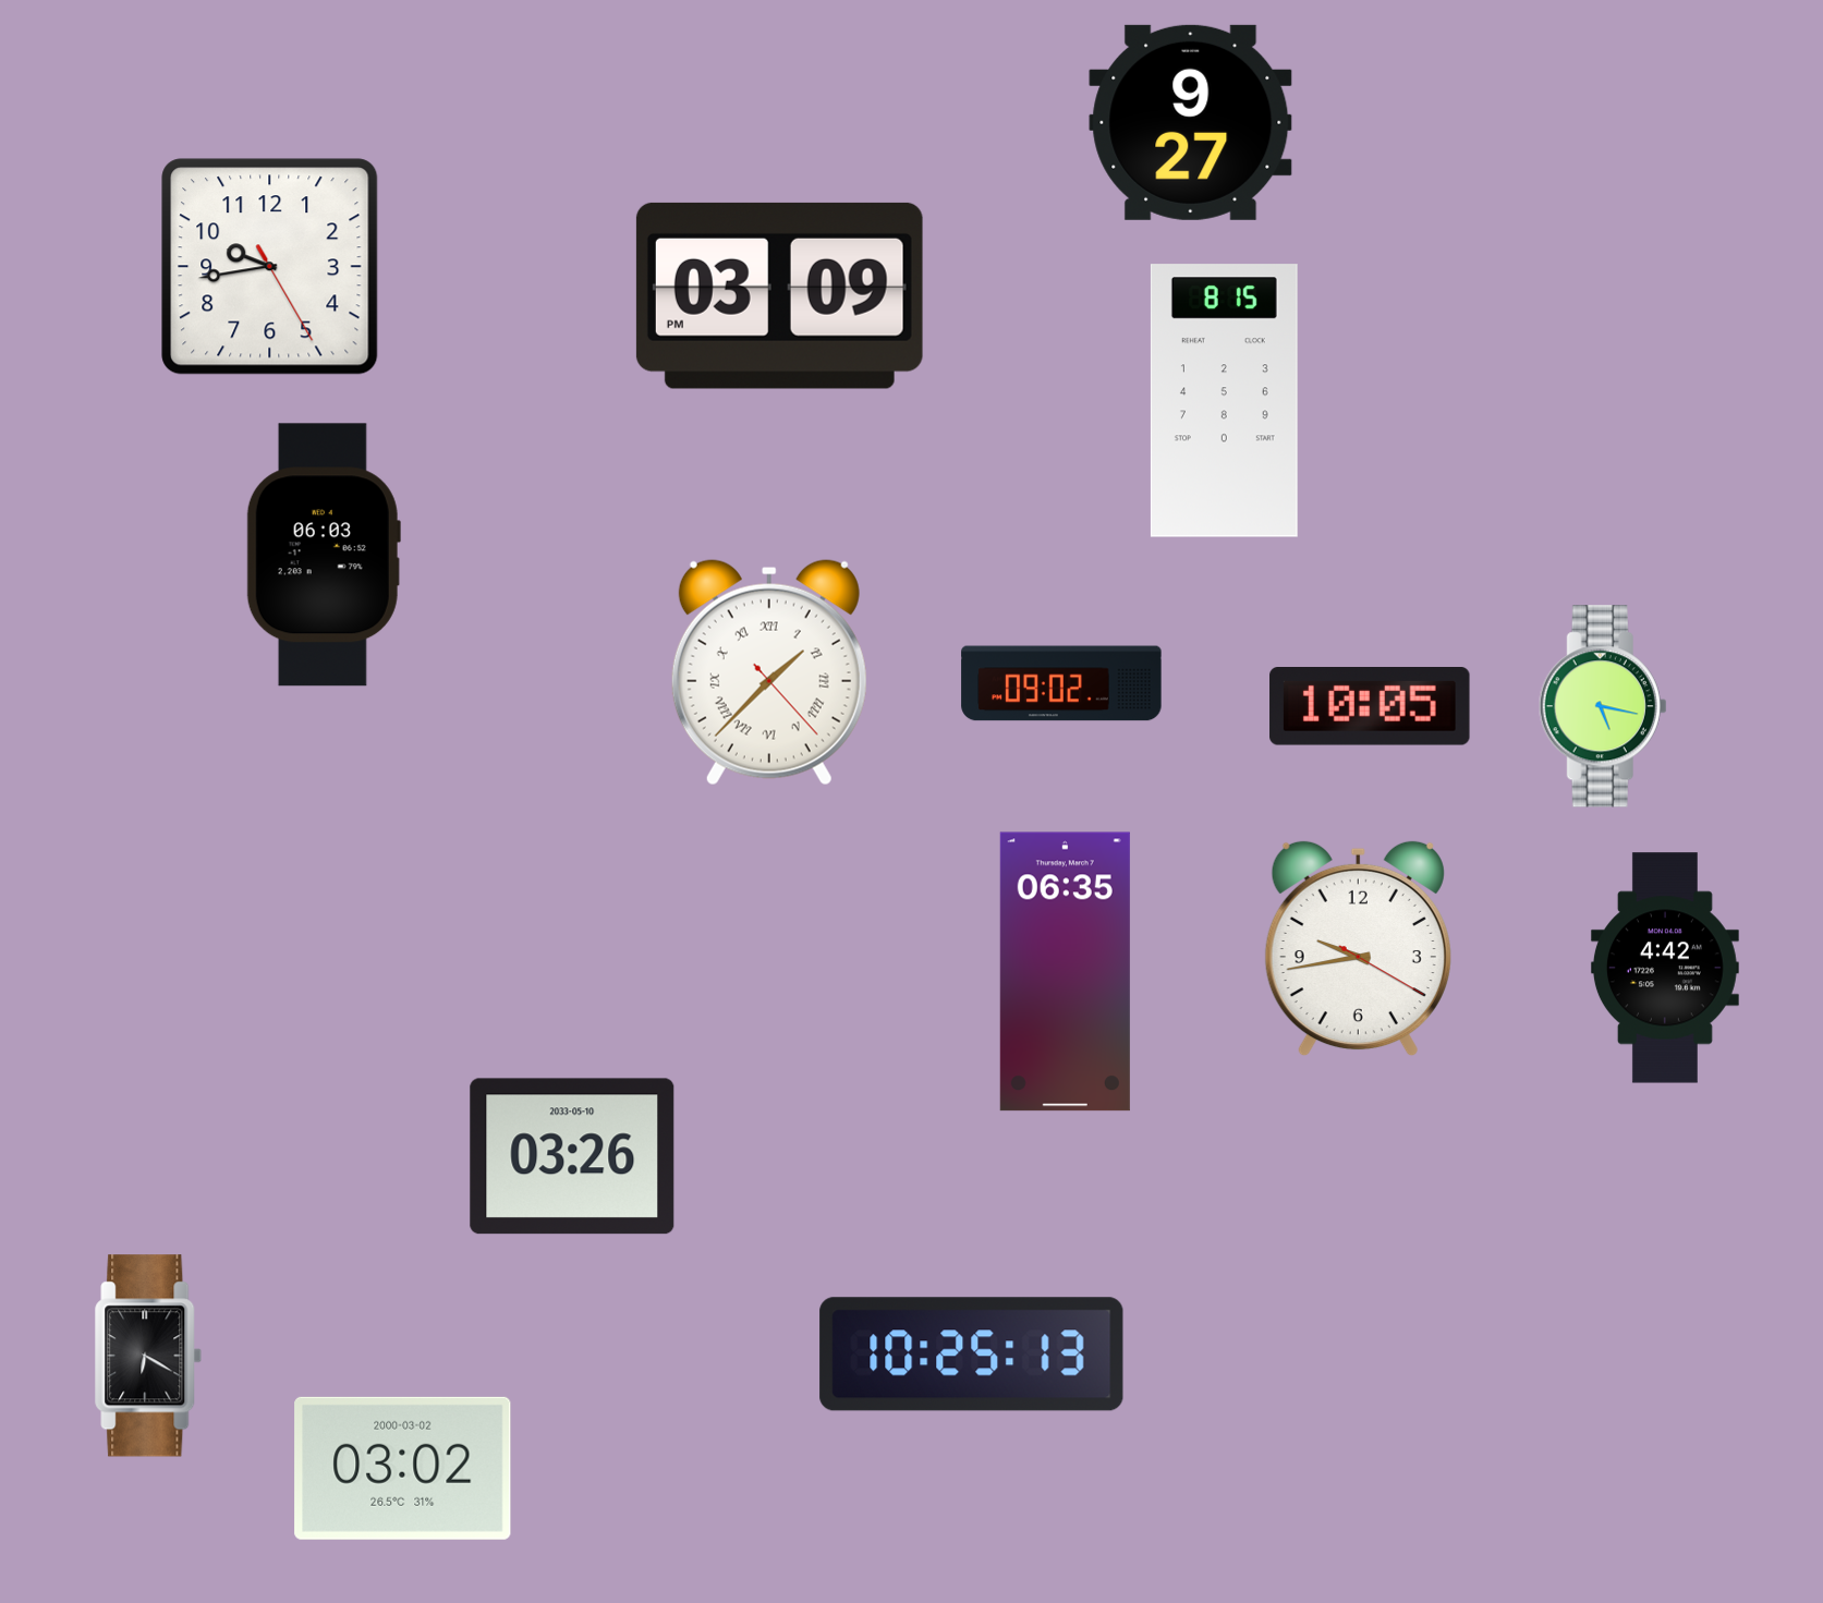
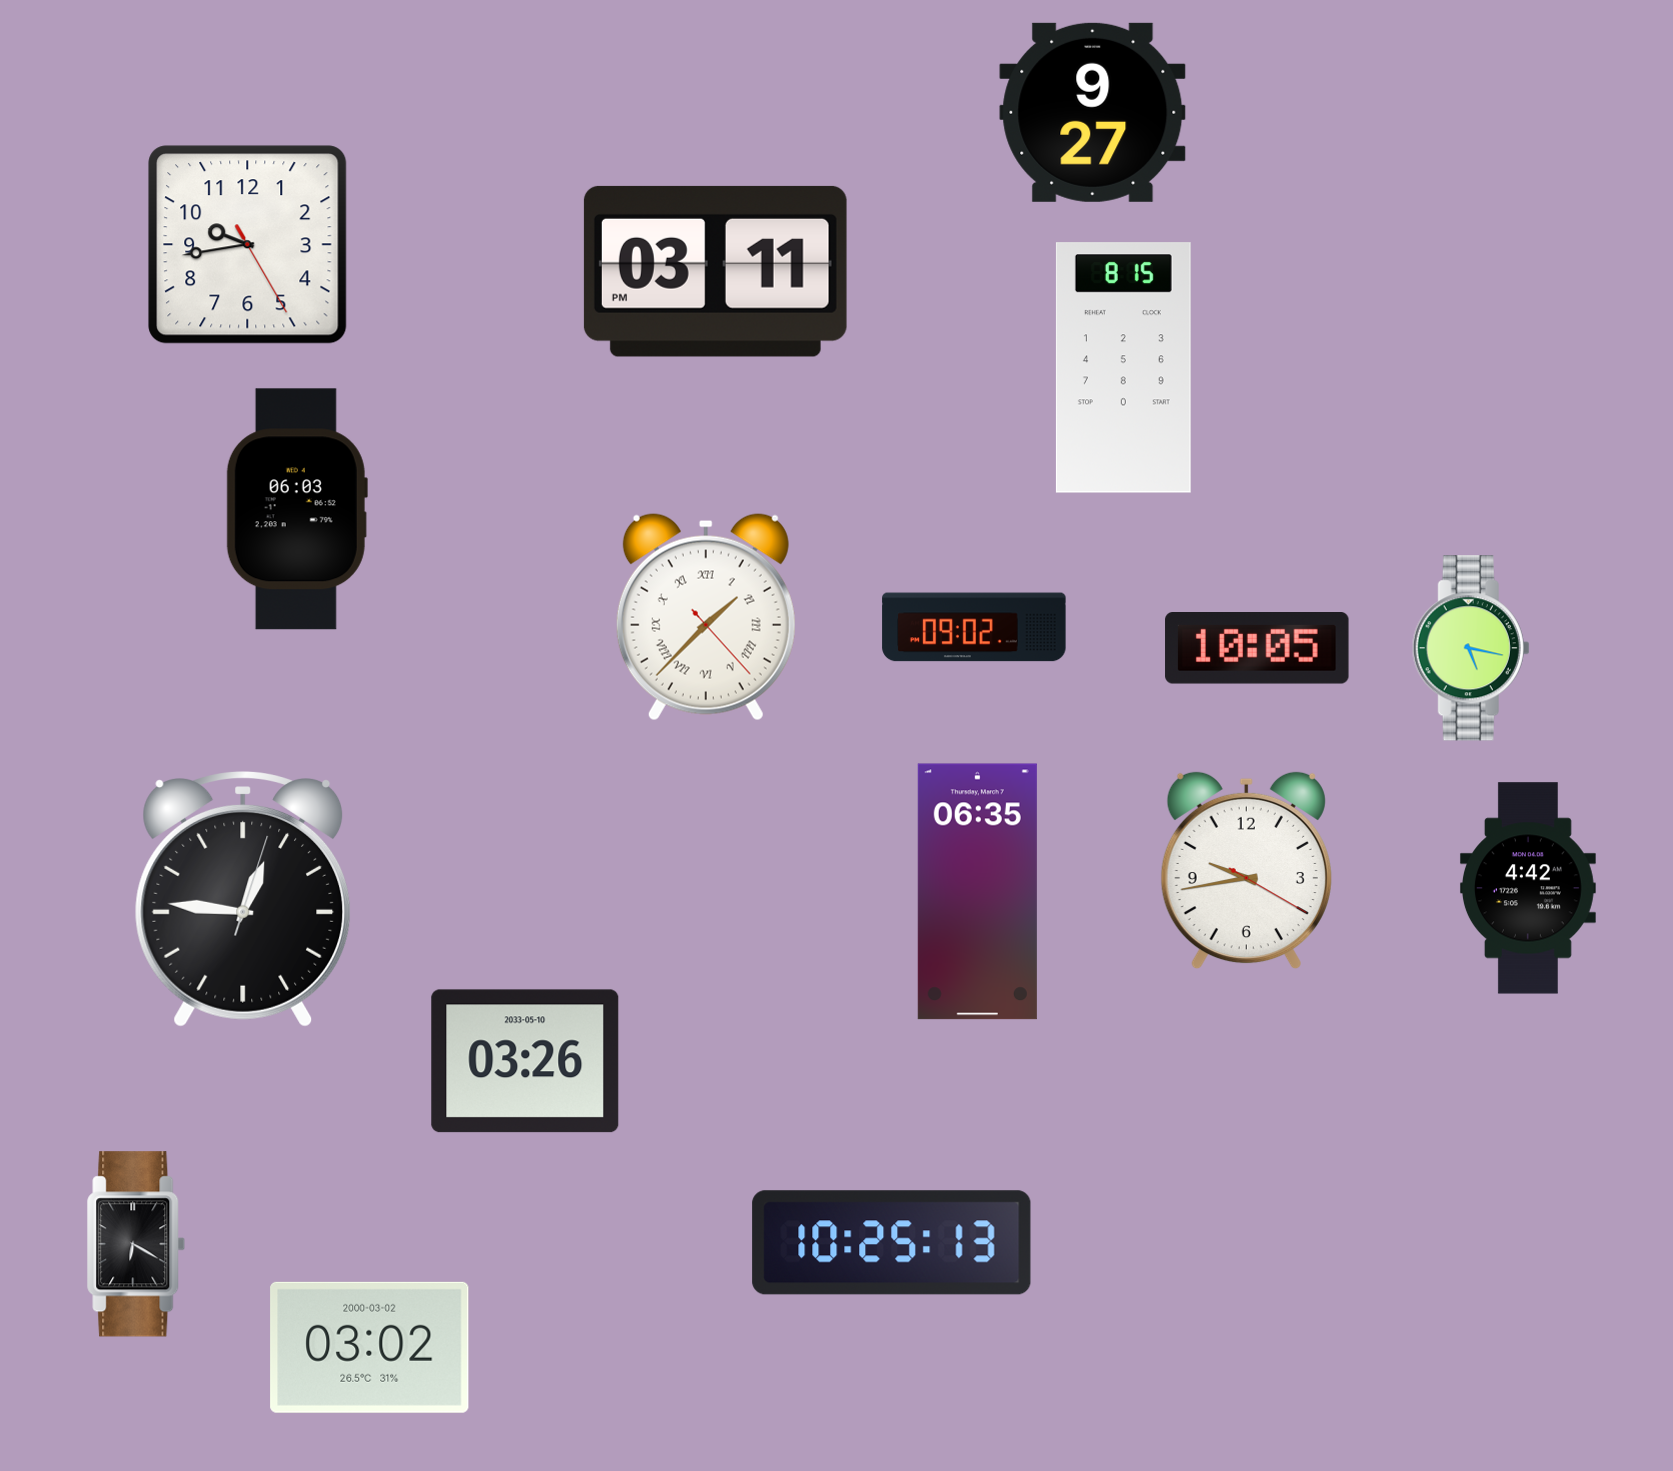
clock at (779, 295): 03:09 -> 03:11
clock at (243, 900): none -> 12:46
